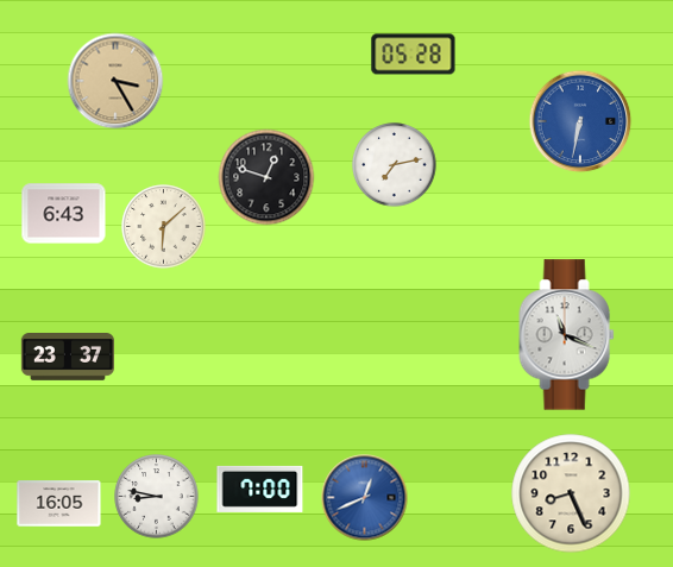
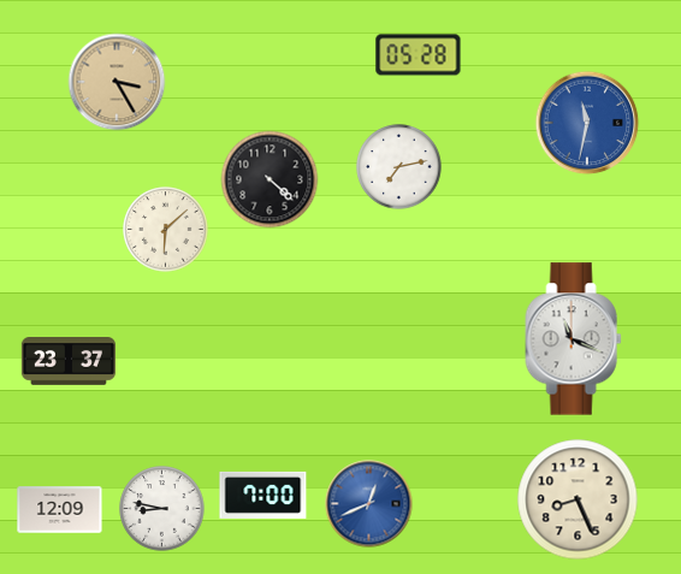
clock at (580, 121): 6:32 -> 11:32
clock at (266, 177): 12:48 -> 4:22
clock at (64, 214): 6:43 -> none
clock at (157, 497) position: (157, 497) -> (162, 509)
clock at (59, 504): 16:05 -> 12:09
